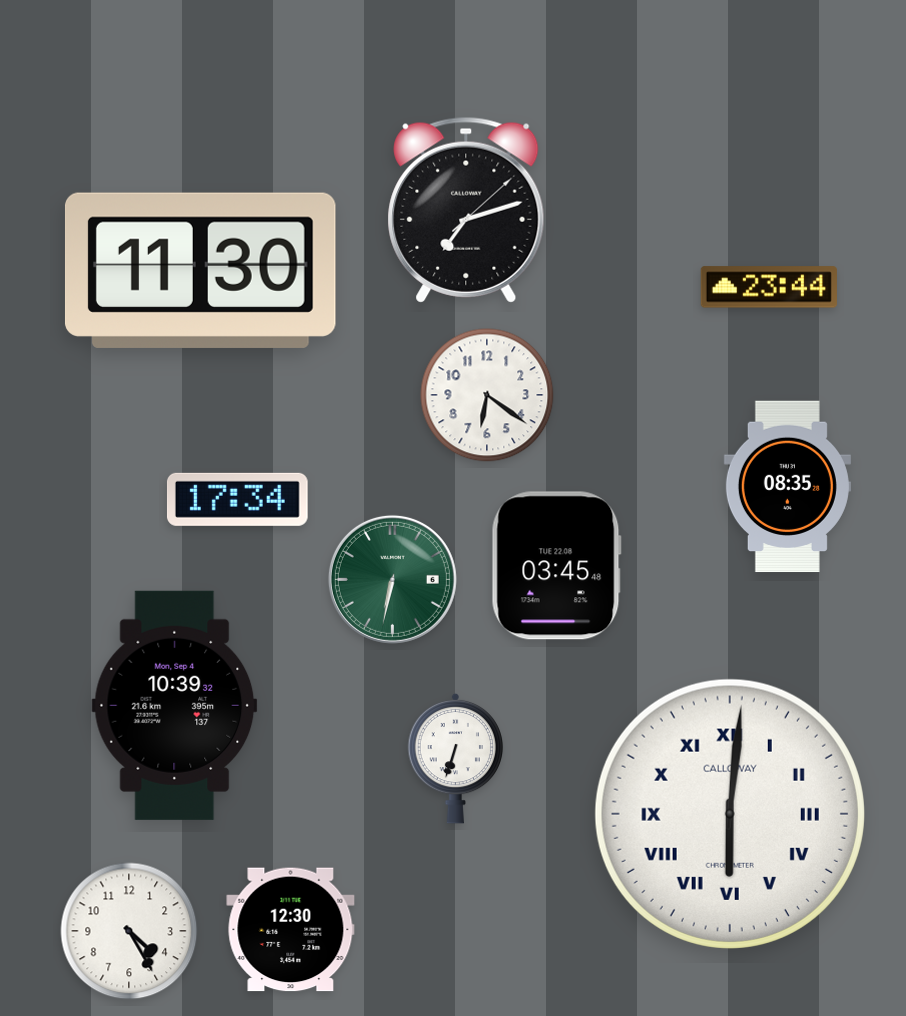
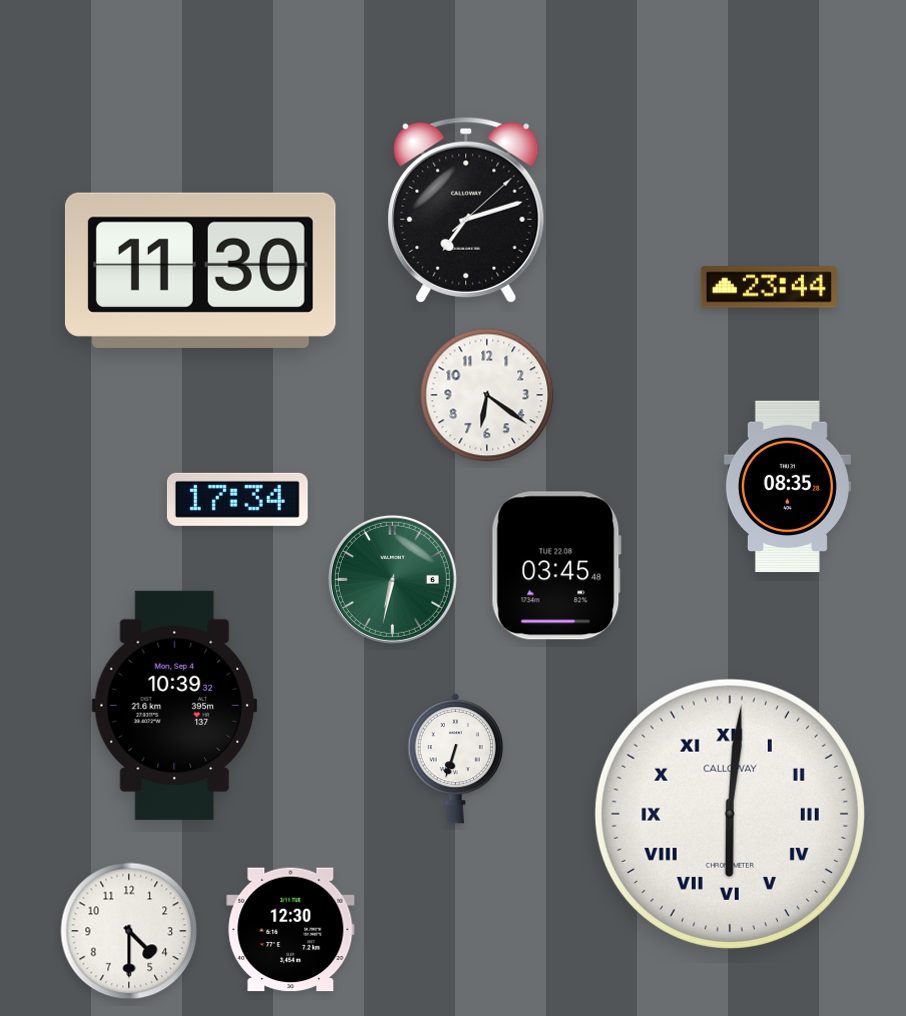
clock at (129, 931): 4:25 -> 4:30
